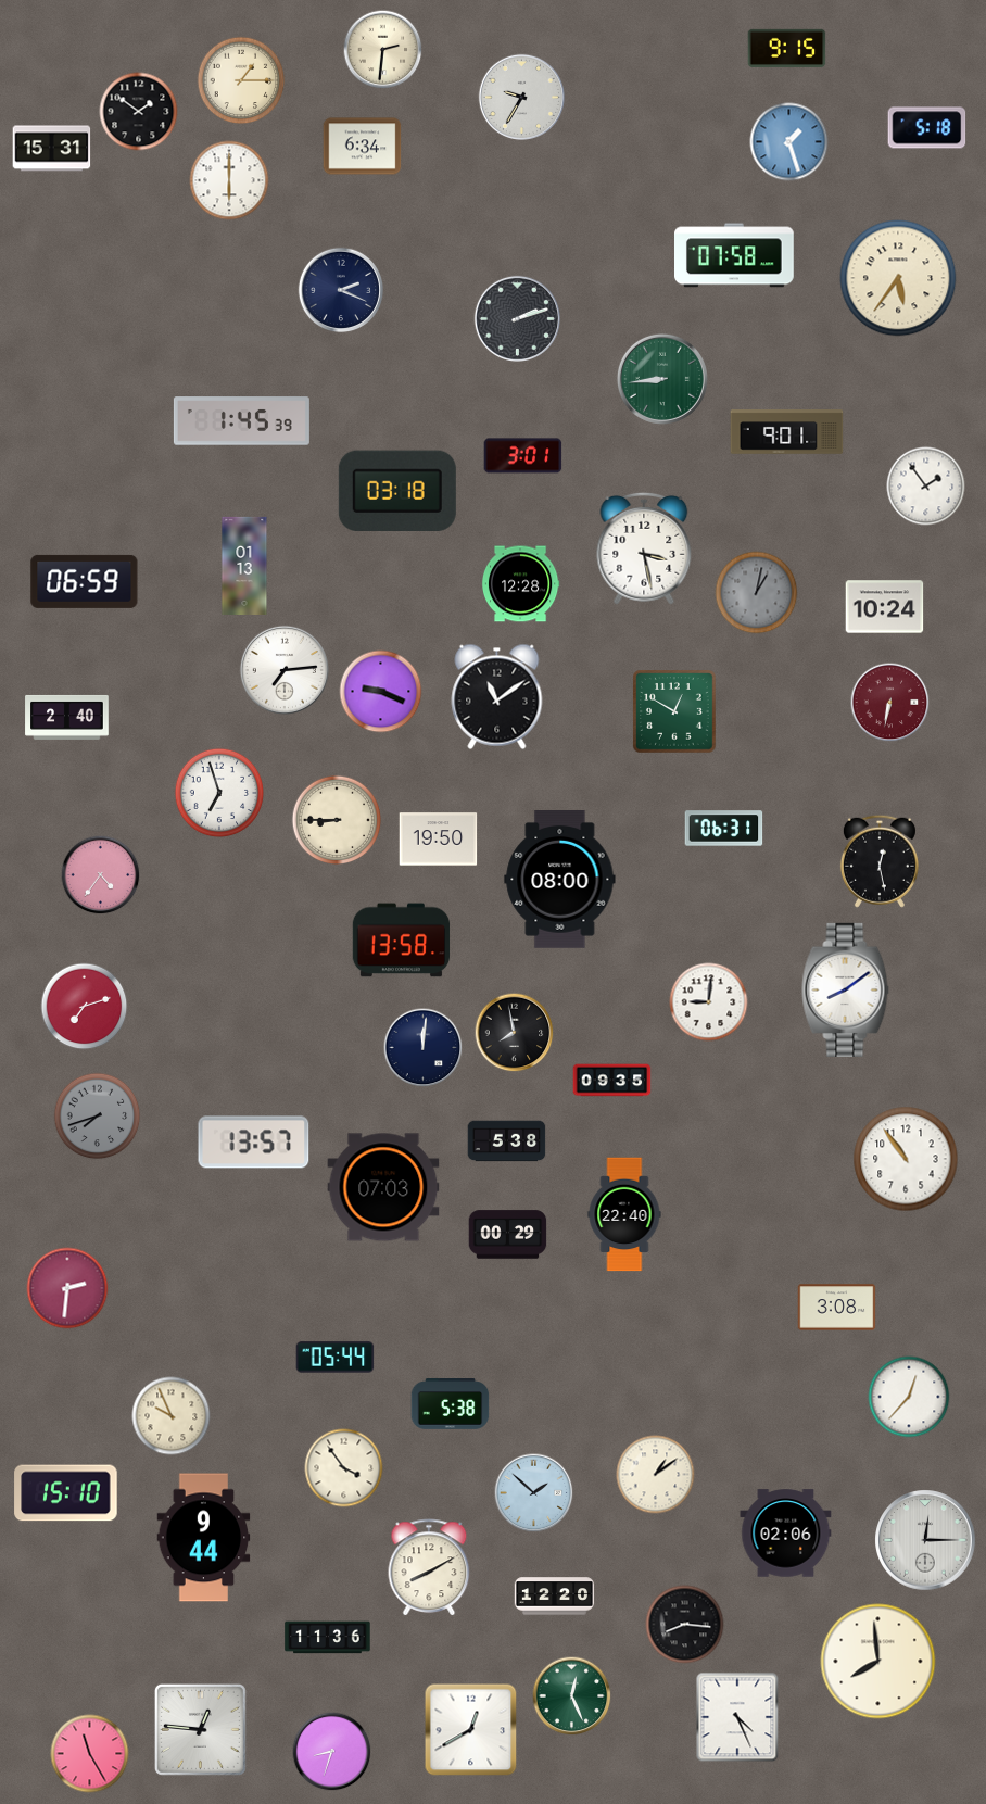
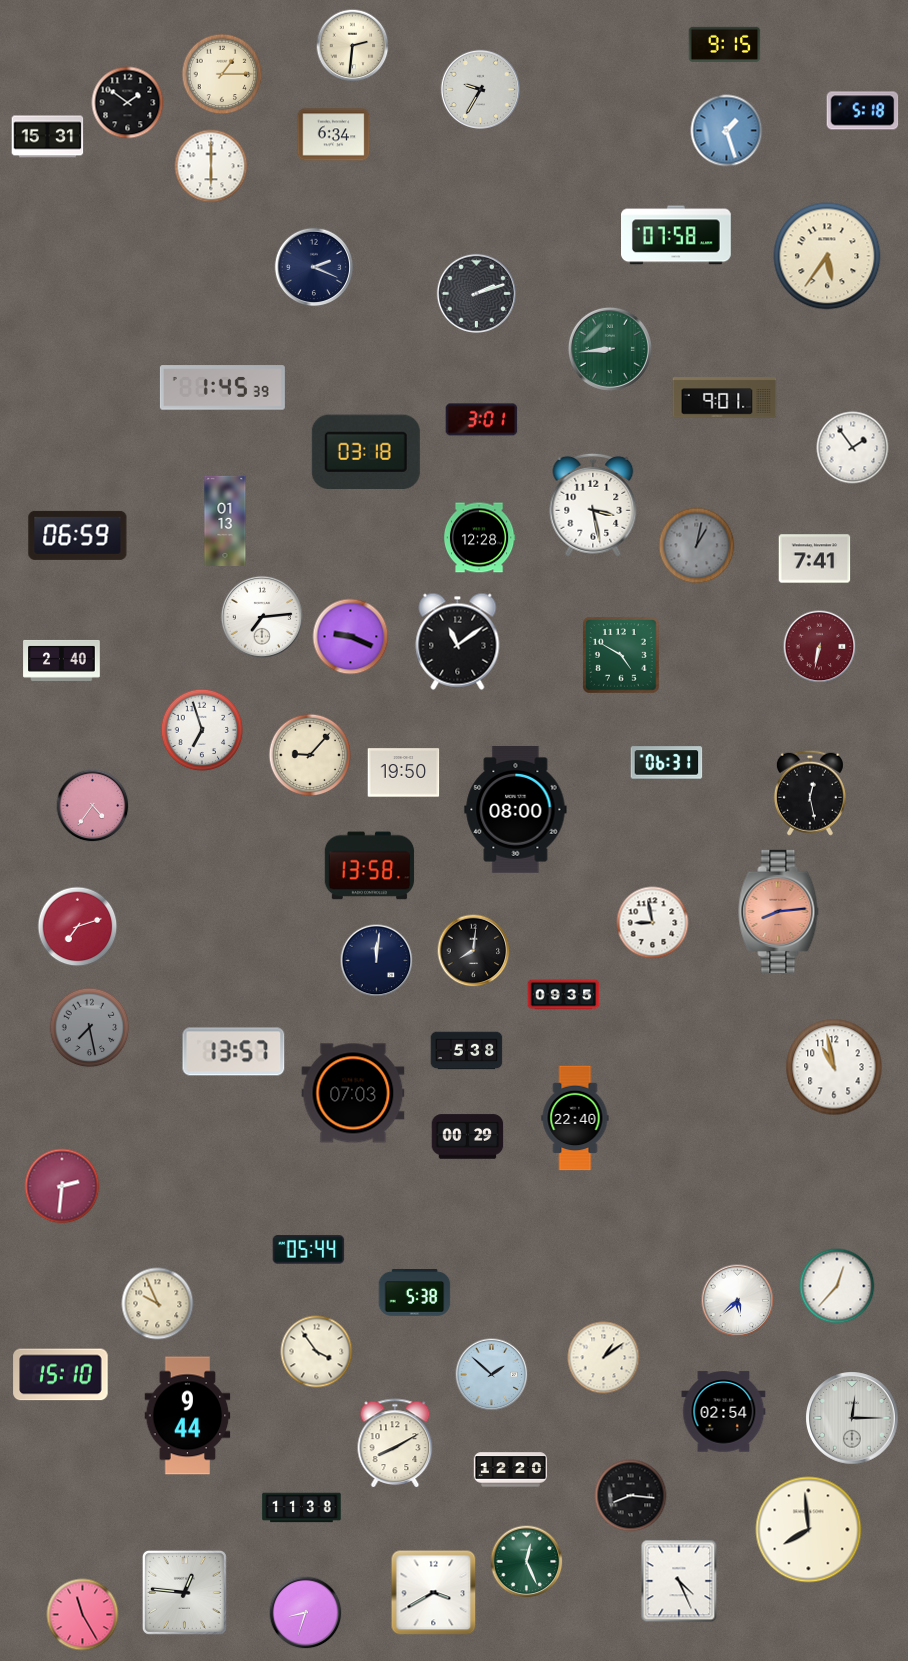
clock at (927, 128) position: (927, 128) -> (863, 111)
clock at (885, 607): 10:24 -> 7:41
clock at (674, 711): 12:50 -> 4:50
clock at (337, 820): 8:45 -> 9:07
clock at (846, 989): 8:09 -> 8:14
clock at (846, 989) dial: white -> salmon
clock at (709, 1002): 9:01 -> 8:58
clock at (515, 1033): 7:58 -> 8:01
clock at (424, 1048) position: (424, 1048) -> (377, 961)
clock at (98, 1117): 7:42 -> 7:28
clock at (906, 1159): 10:54 -> 10:58
clock at (837, 1308): 3:08 -> none
clock at (738, 1301): none -> 5:38
clock at (786, 1534): 02:06 -> 02:54
clock at (328, 1638): 11:36 -> 11:38
clock at (471, 1730): 12:40 -> 3:40
